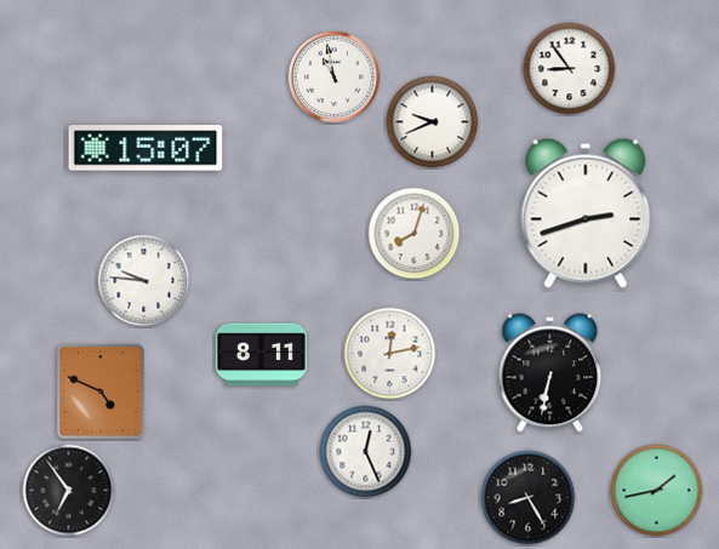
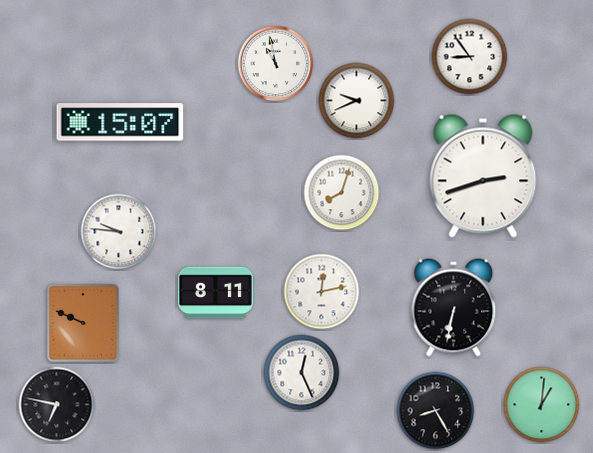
clock at (99, 390): 4:49 -> 9:49
clock at (69, 491): 6:54 -> 6:47
clock at (657, 491): 1:43 -> 1:01
